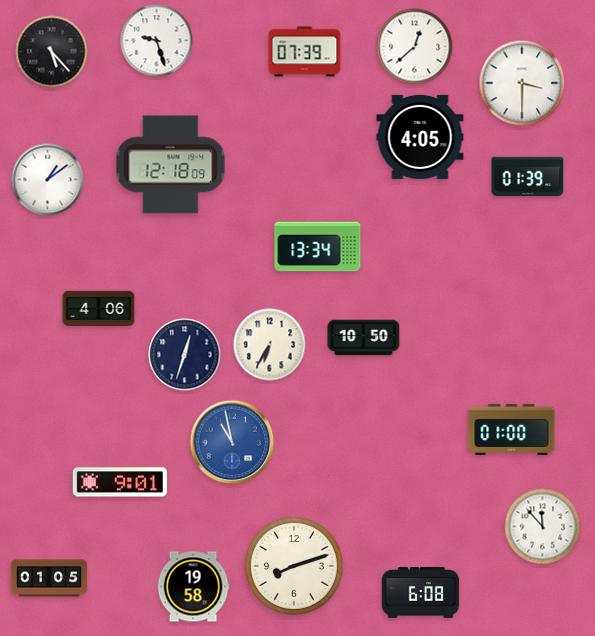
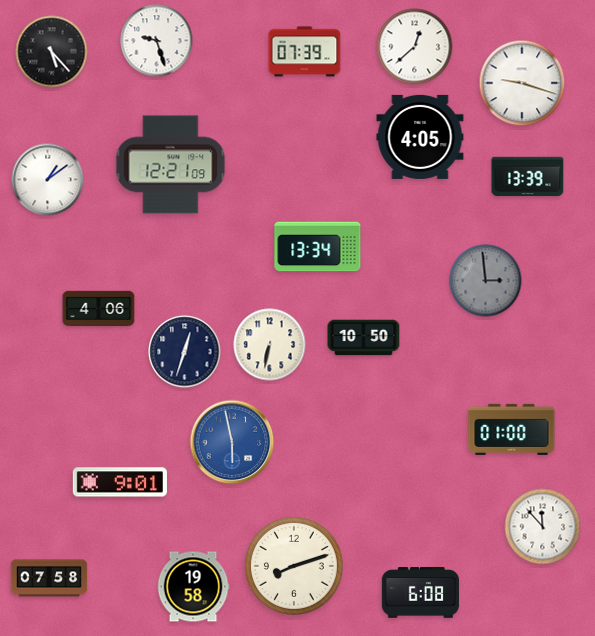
clock at (522, 83): 3:30 -> 9:18
clock at (171, 165): 12:18 -> 12:21
clock at (528, 177): 01:39 -> 13:39
clock at (486, 281): none -> 2:59
clock at (270, 345): 6:35 -> 6:32
clock at (185, 355) position: (185, 355) -> (185, 352)
clock at (232, 442): 10:58 -> 5:58
clock at (49, 578): 01:05 -> 07:58
